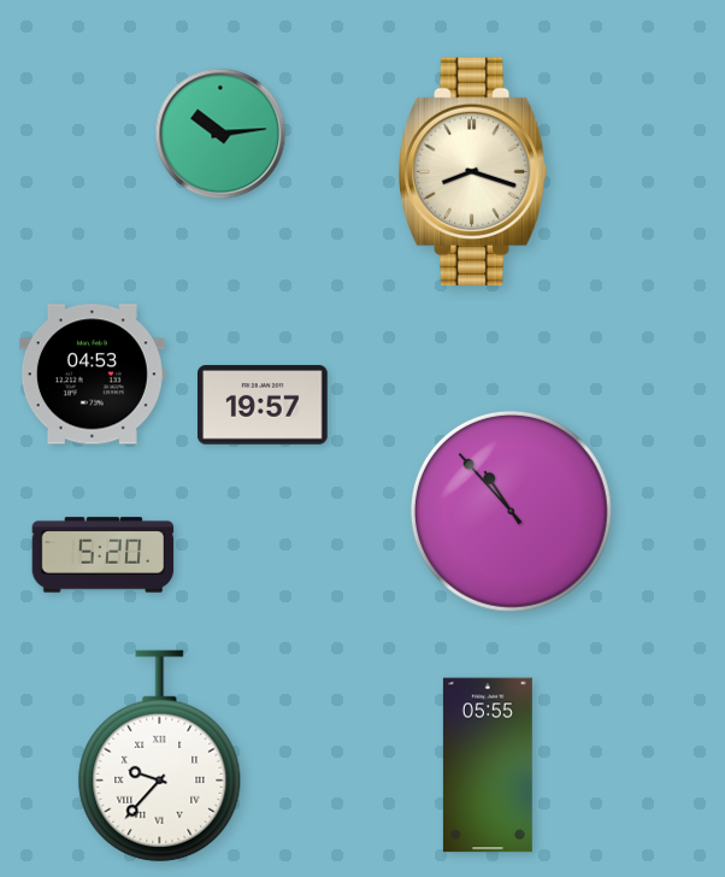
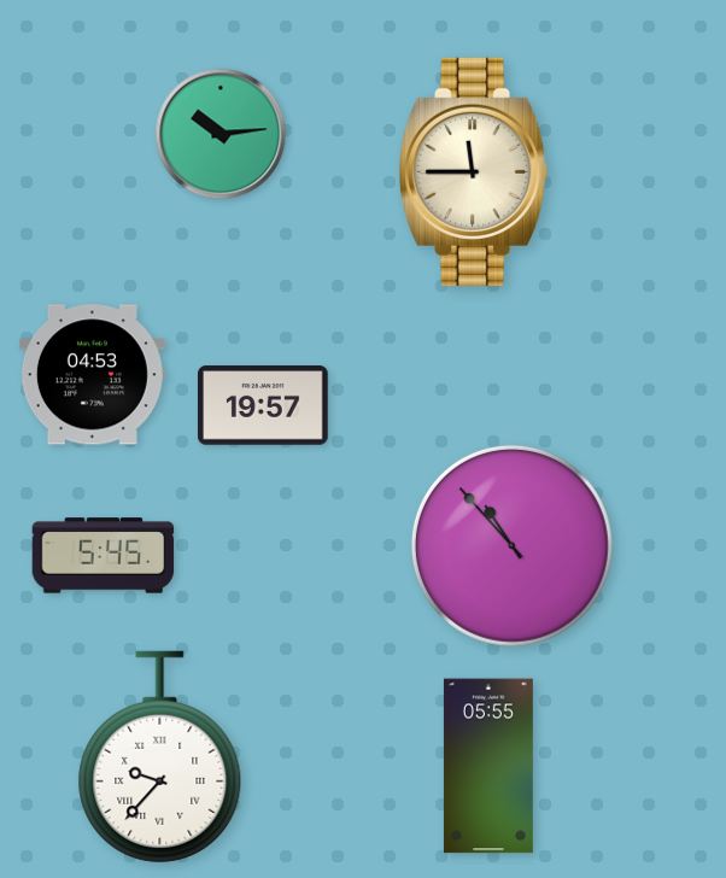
clock at (473, 171): 8:18 -> 11:45
clock at (511, 511) position: (511, 511) -> (511, 545)
clock at (104, 555): 5:20 -> 5:45
